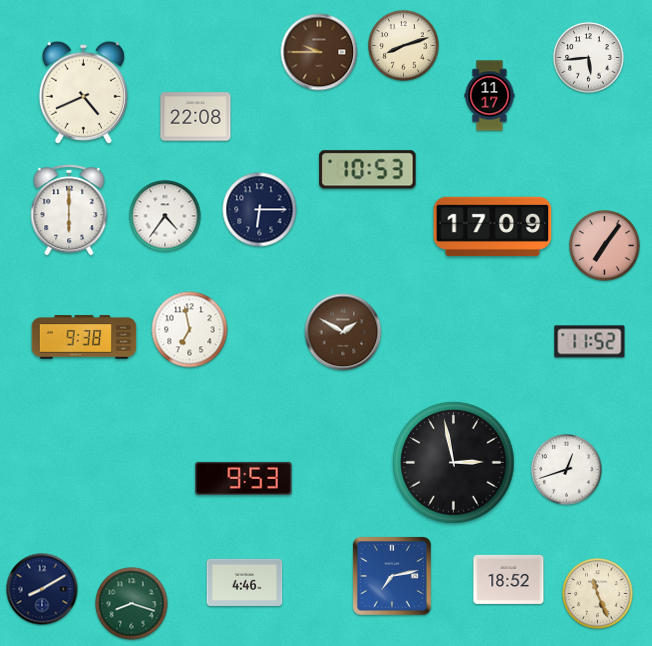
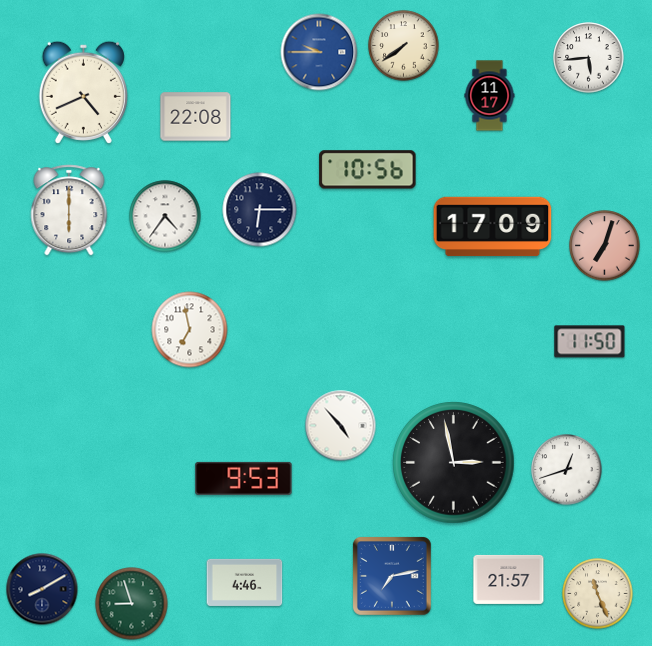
clock at (404, 46): 8:12 -> 7:39
clock at (319, 52) dial: brown -> blue
clock at (368, 170): 10:53 -> 10:56
clock at (605, 246): 7:06 -> 7:03
clock at (343, 332): 1:50 -> none
clock at (84, 337): 9:38 -> none
clock at (590, 342): 11:52 -> 11:50
clock at (341, 426): none -> 4:53
clock at (509, 579): 18:52 -> 21:57
clock at (132, 604): 8:18 -> 8:57
